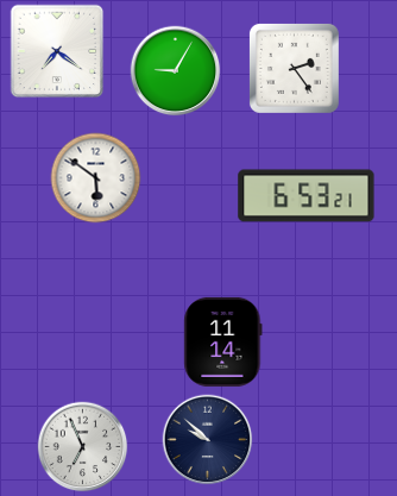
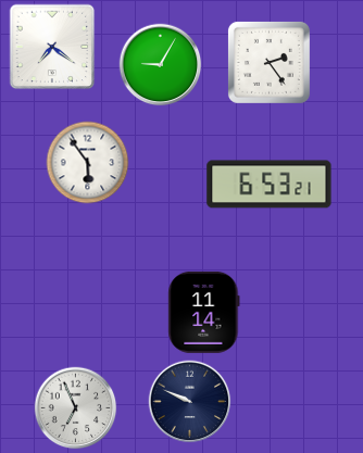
clock at (96, 178): 5:51 -> 5:54
clock at (307, 196) position: (307, 196) -> (270, 185)
clock at (208, 440): 9:52 -> 9:49
